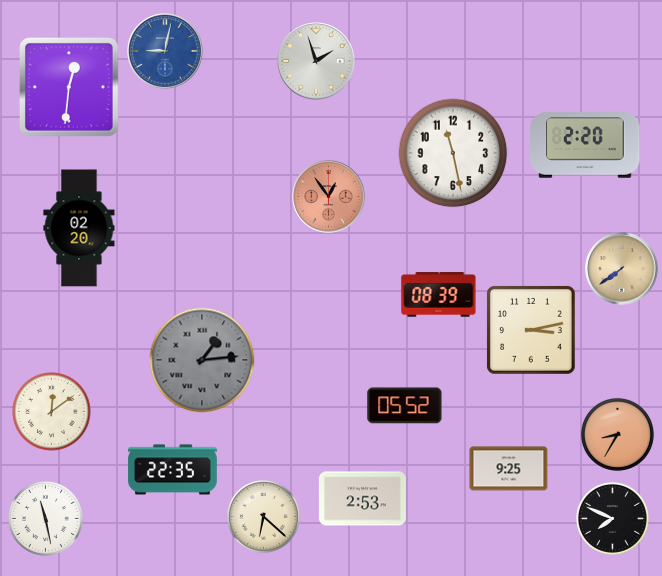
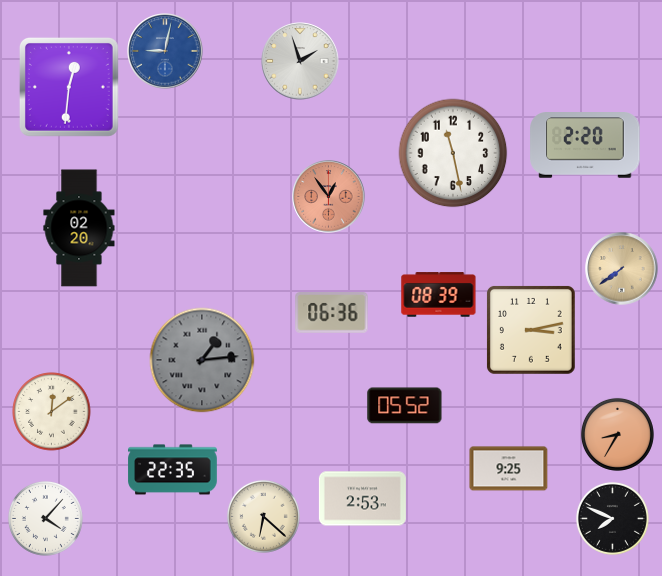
clock at (316, 61) position: (316, 61) -> (300, 61)
clock at (332, 313): none -> 06:36
clock at (45, 518): 11:28 -> 4:07
